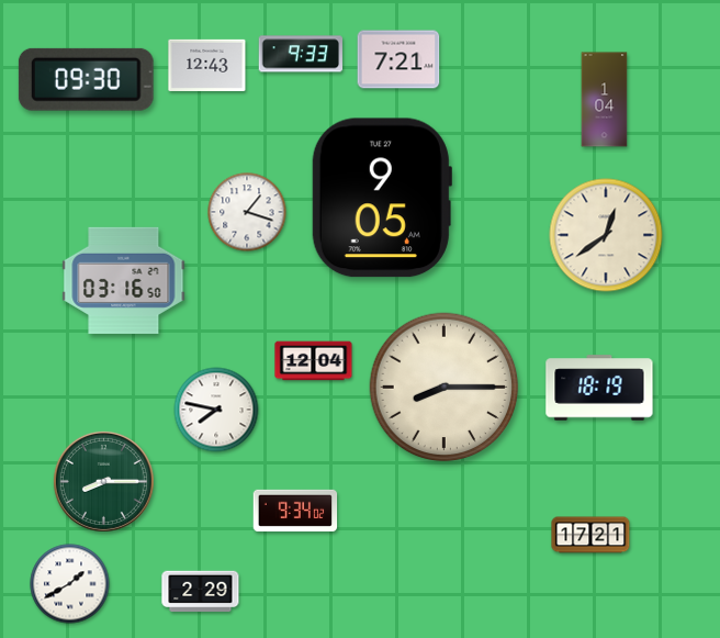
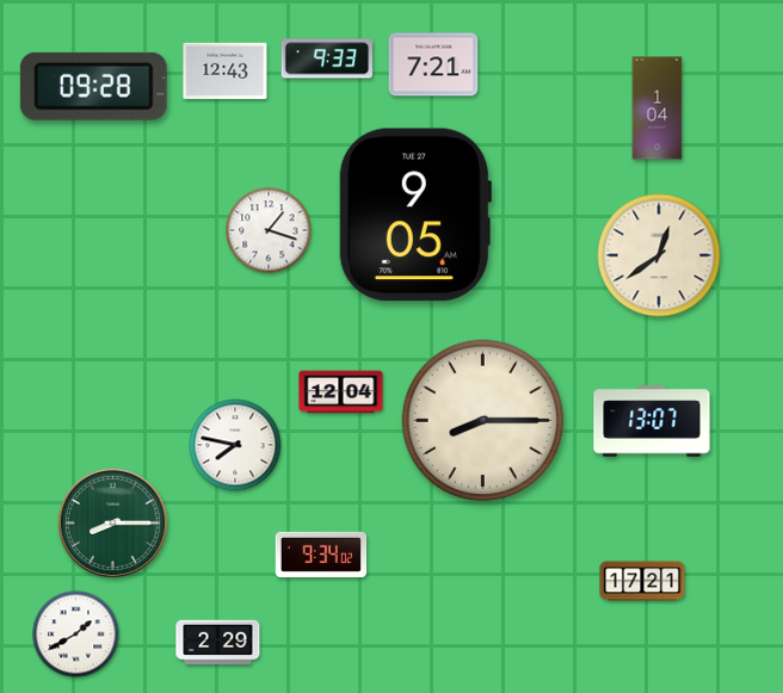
clock at (86, 79): 09:30 -> 09:28
clock at (124, 280): 03:16 -> none
clock at (599, 388): 18:19 -> 13:07
